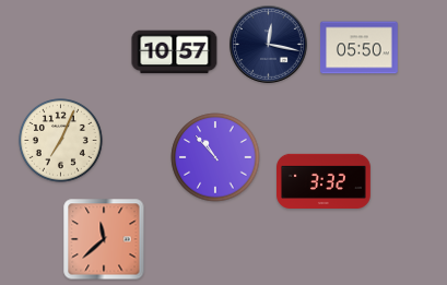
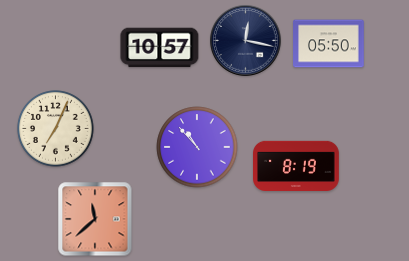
clock at (215, 157) position: (215, 157) -> (197, 147)
clock at (325, 180): 3:32 -> 8:19
